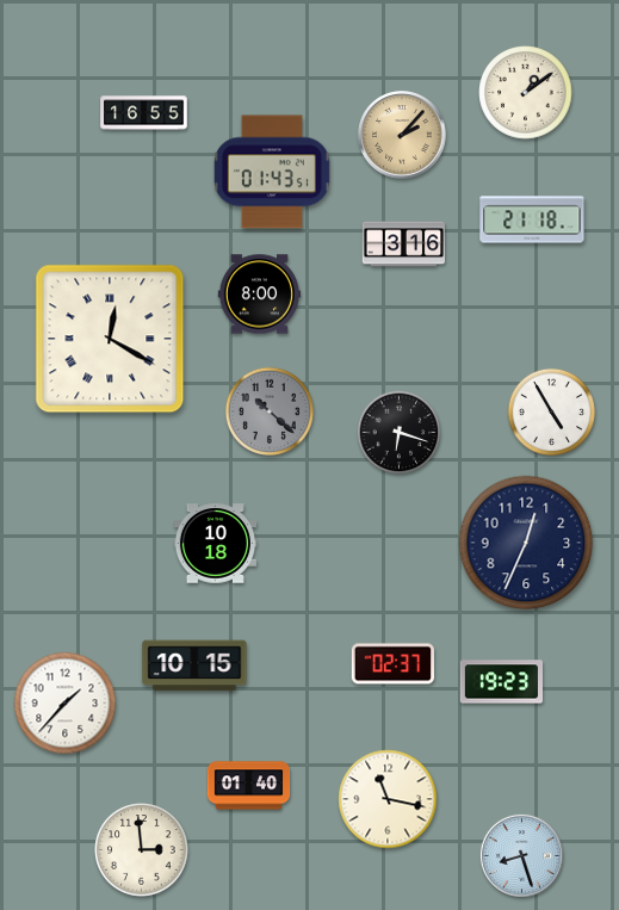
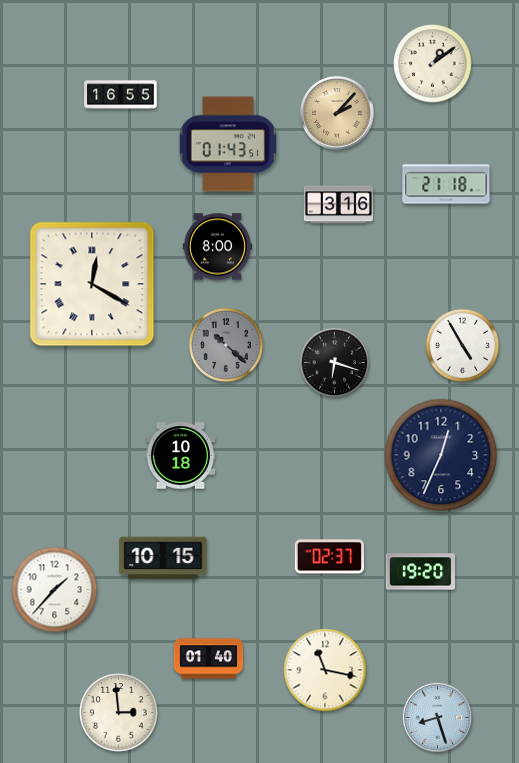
clock at (526, 93) position: (526, 93) -> (433, 64)
clock at (502, 682): 19:23 -> 19:20
